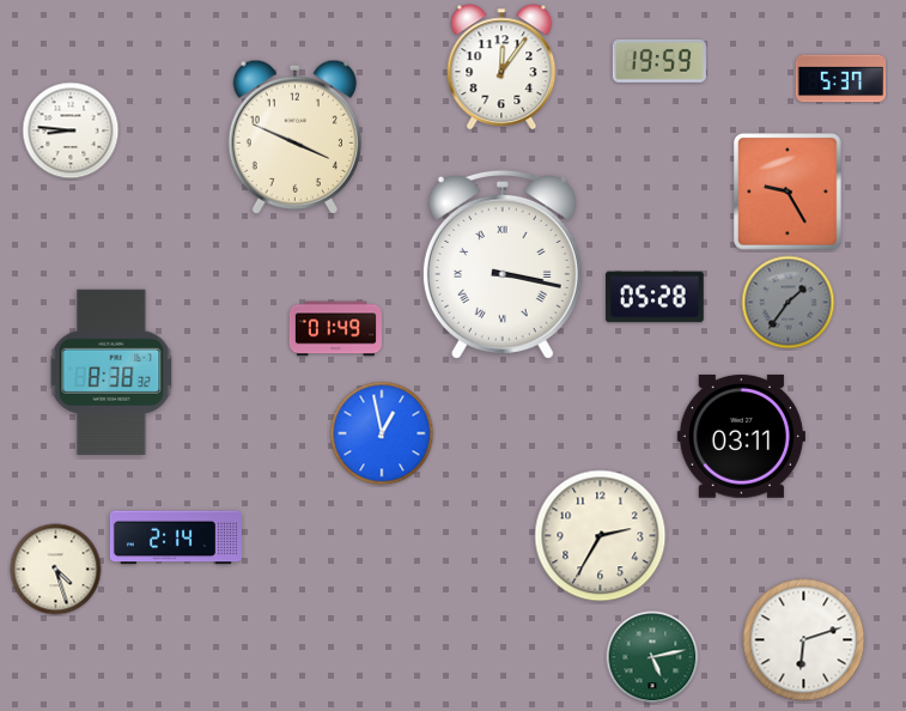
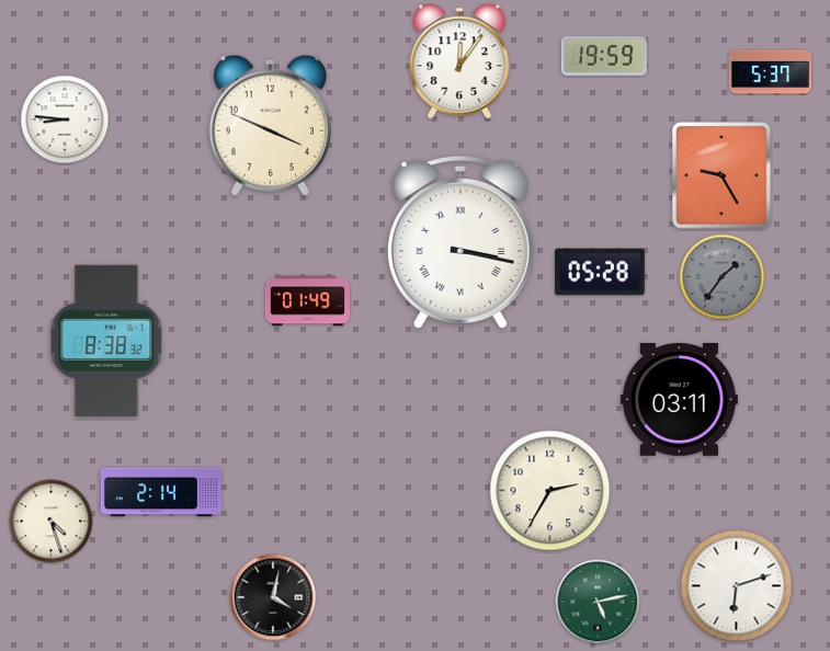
clock at (111, 372) position: (111, 372) -> (106, 341)
clock at (382, 433): 12:58 -> none
clock at (273, 597): none -> 4:02
